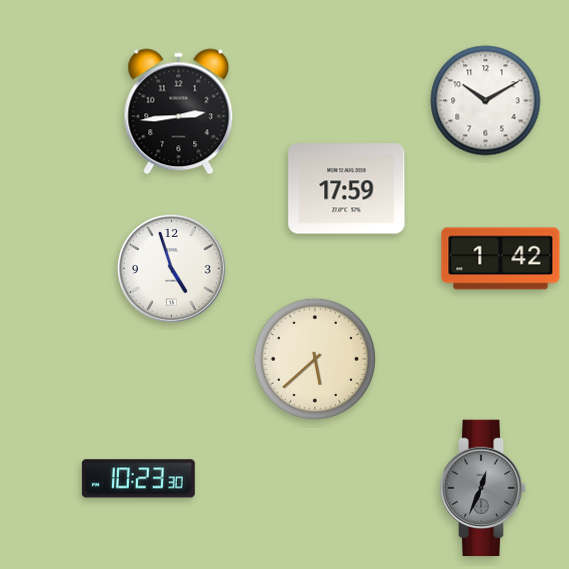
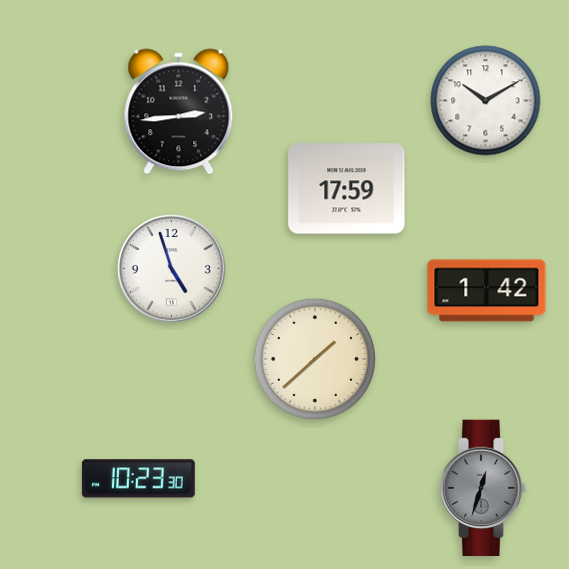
clock at (501, 259) position: (501, 259) -> (487, 291)
clock at (315, 359): 5:38 -> 1:38
clock at (483, 488): 12:34 -> 12:33
